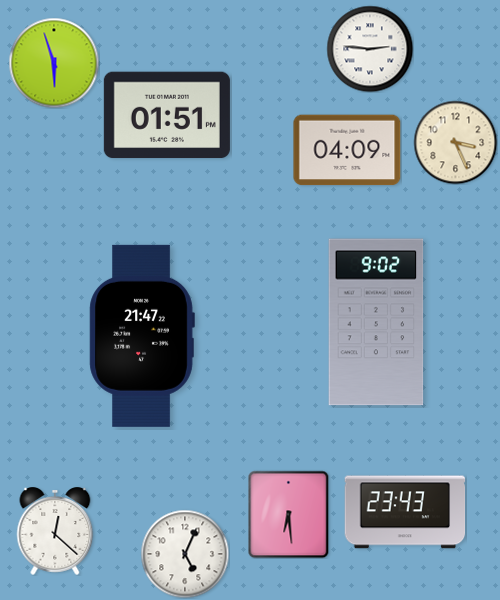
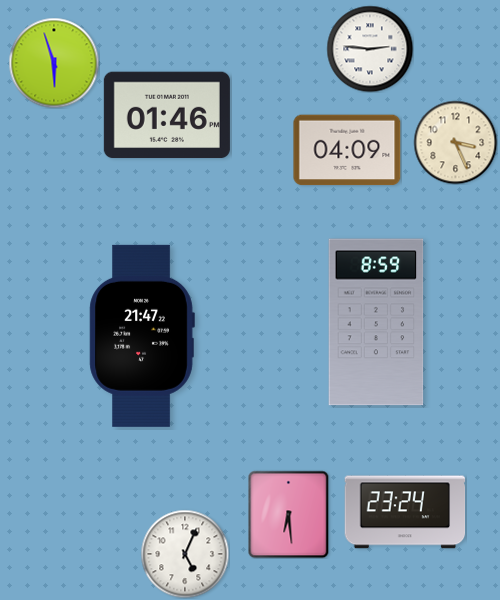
clock at (167, 115): 01:51 -> 01:46
clock at (376, 322): 9:02 -> 8:59
clock at (405, 512): 23:43 -> 23:24
clock at (55, 532): 12:22 -> none
